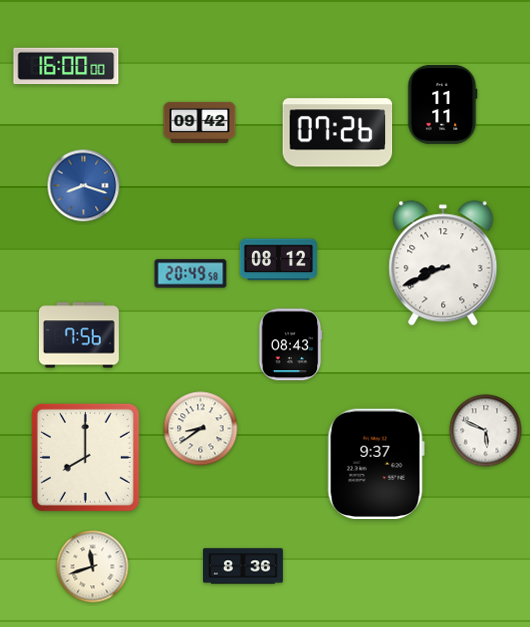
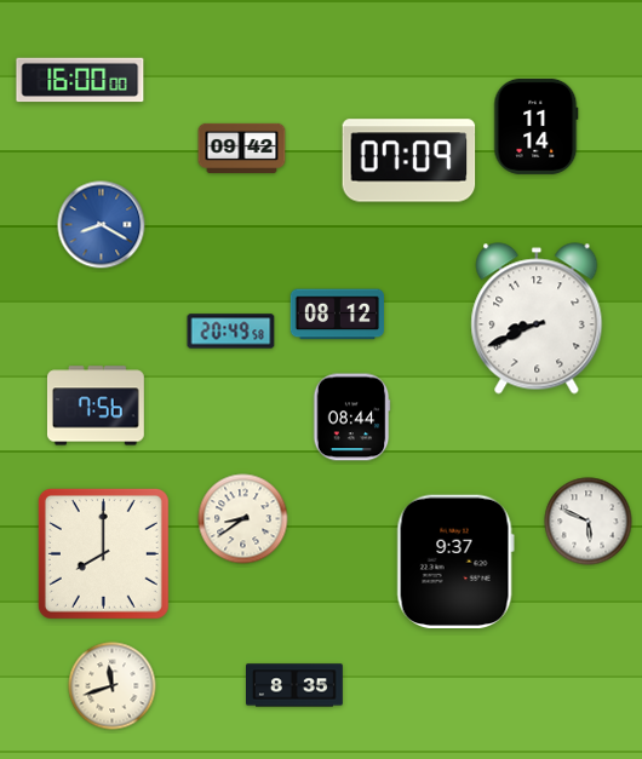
clock at (443, 104): 11:11 -> 11:14
clock at (338, 133): 07:26 -> 07:09
clock at (84, 186): 8:18 -> 8:20
clock at (290, 345): 08:43 -> 08:44
clock at (244, 566): 8:36 -> 8:35
